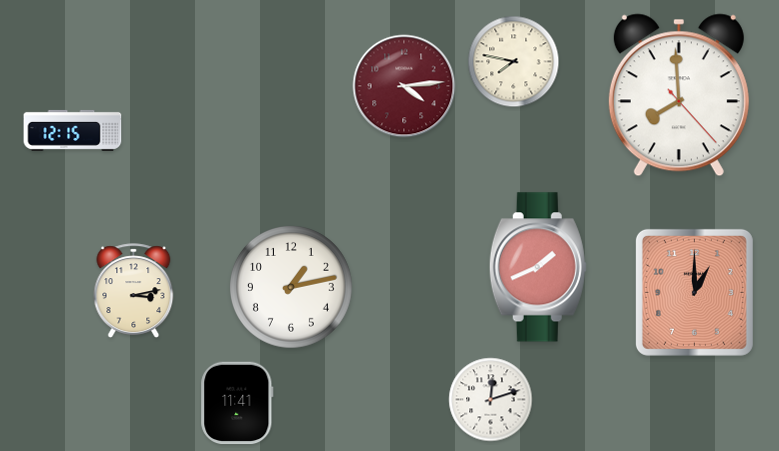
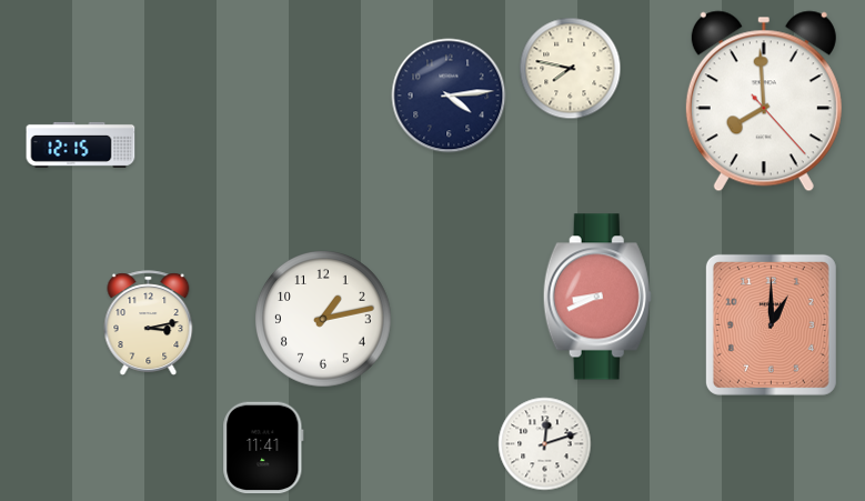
clock at (404, 86) dial: burgundy -> navy
clock at (679, 95) position: (679, 95) -> (764, 101)
clock at (538, 267): 1:41 -> 8:41
